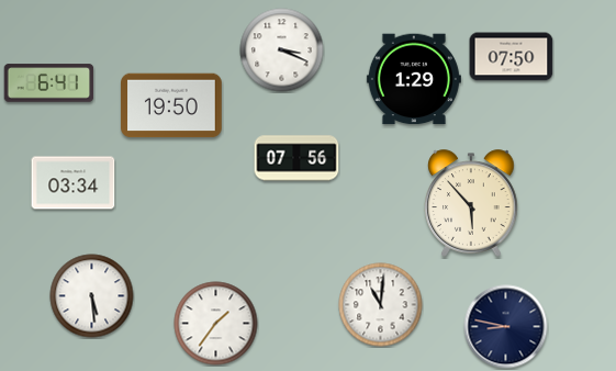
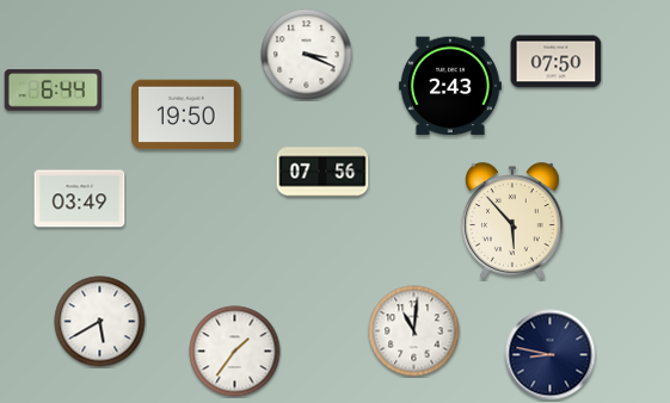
clock at (414, 79): 1:29 -> 2:43
clock at (49, 83): 6:41 -> 6:44
clock at (74, 183): 03:34 -> 03:49
clock at (92, 296): 5:29 -> 5:40
